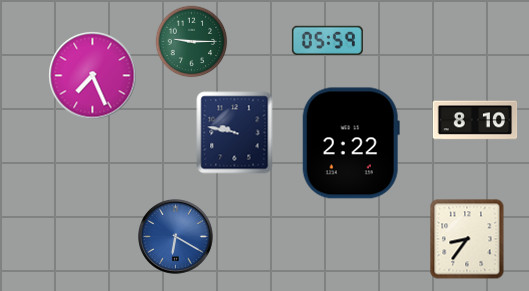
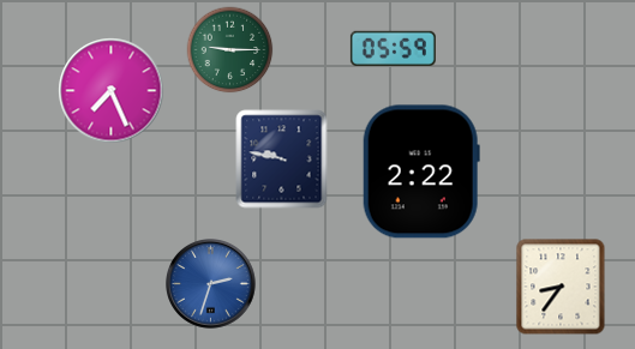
clock at (475, 120): 8:10 -> none
clock at (176, 237): 6:20 -> 2:33
